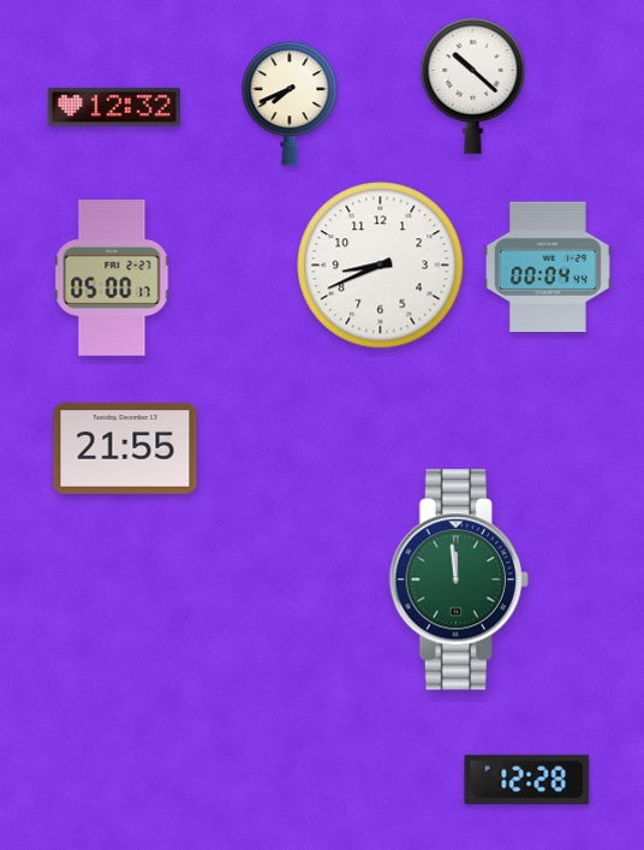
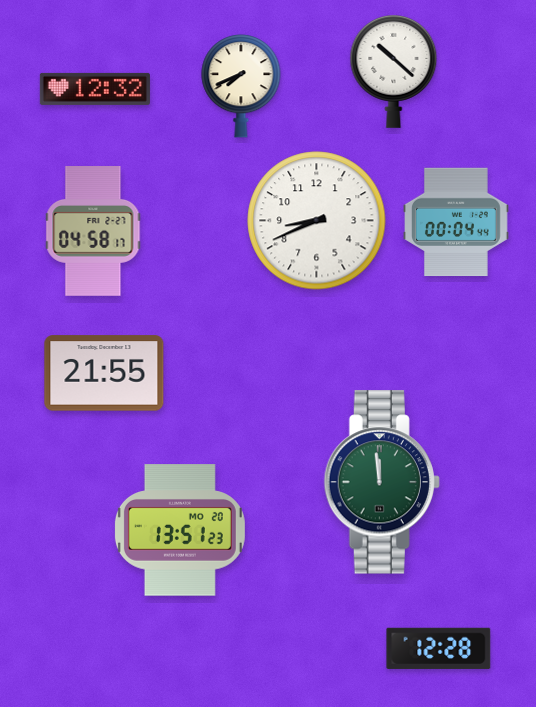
clock at (112, 279): 05:00 -> 04:58
clock at (180, 530): none -> 13:51
